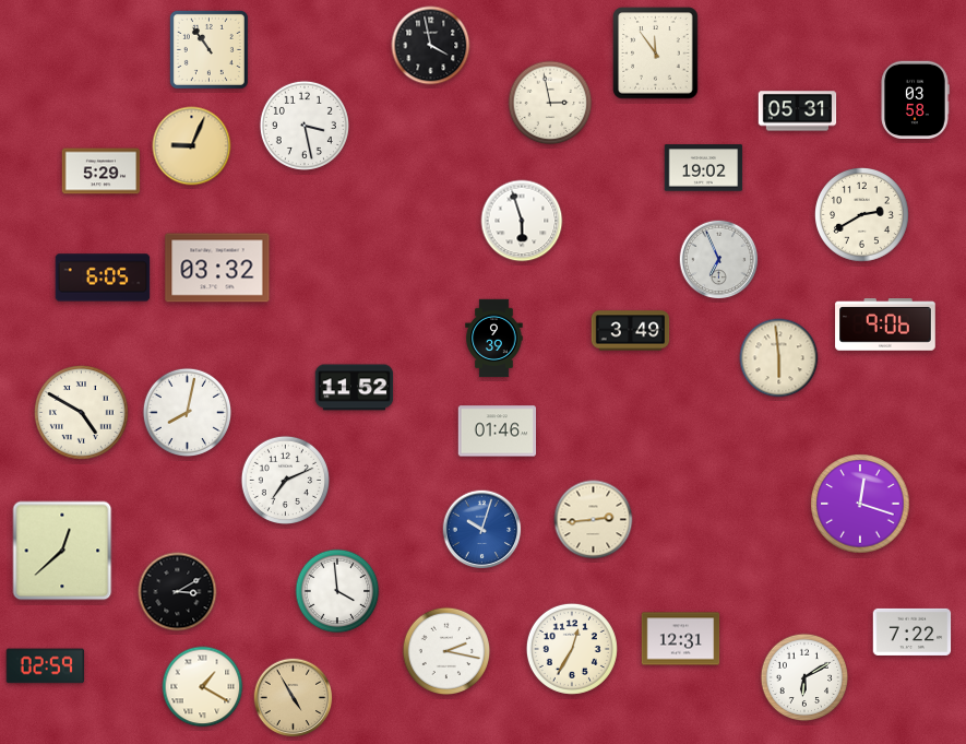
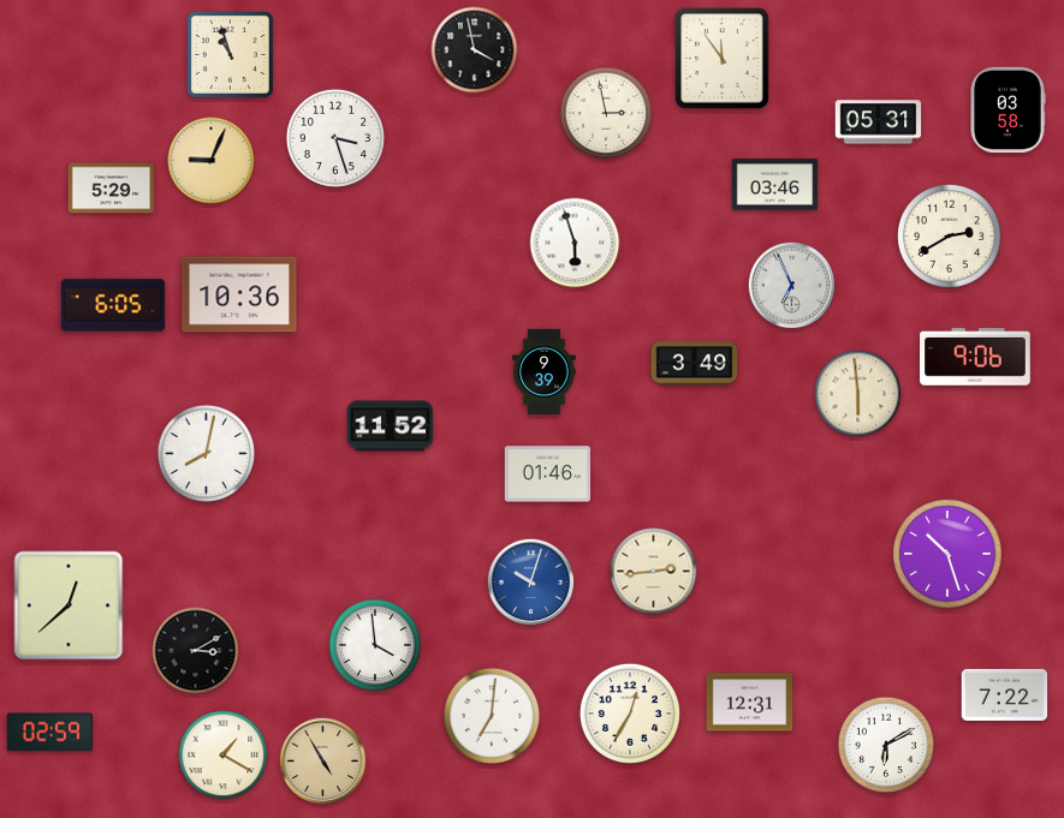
clock at (208, 49): 10:54 -> 10:57
clock at (305, 126): 3:28 -> 3:27
clock at (704, 168): 19:02 -> 03:46
clock at (217, 268): 03:32 -> 10:36
clock at (82, 413): 4:50 -> none
clock at (285, 480): 7:11 -> none
clock at (860, 504): 12:18 -> 10:27
clock at (337, 591) position: (337, 591) -> (375, 645)
clock at (446, 651): 2:17 -> 7:01
clock at (294, 698) position: (294, 698) -> (323, 762)
